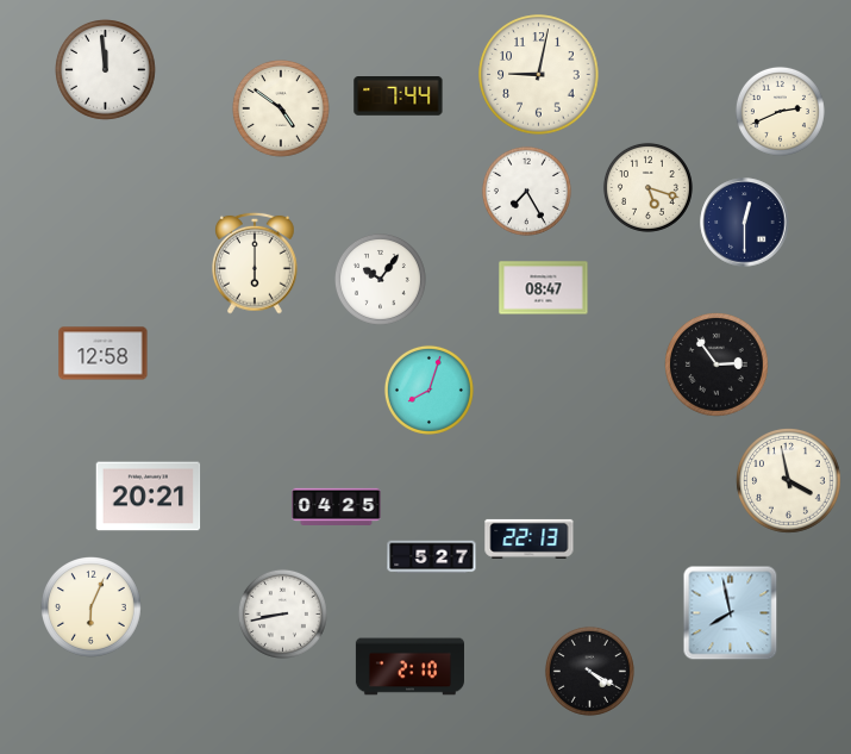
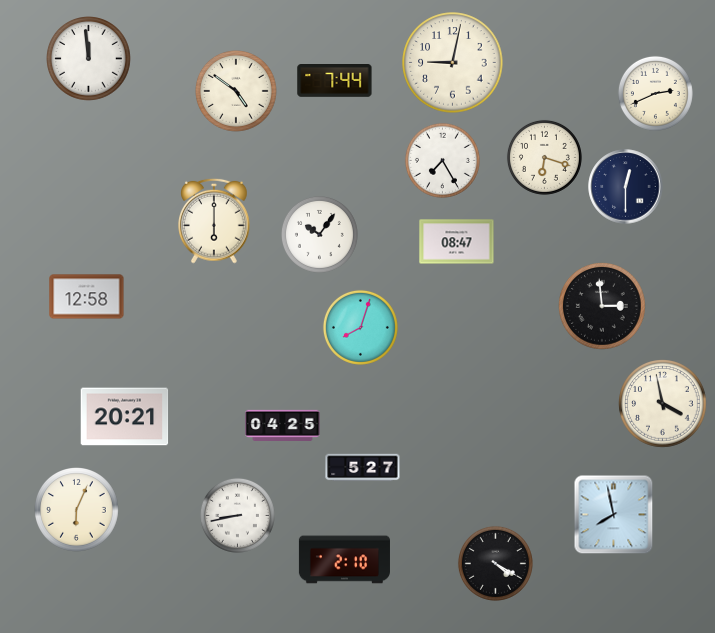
clock at (647, 187): 5:18 -> 6:18
clock at (717, 364): 2:54 -> 2:59
clock at (530, 538): 22:13 -> none
